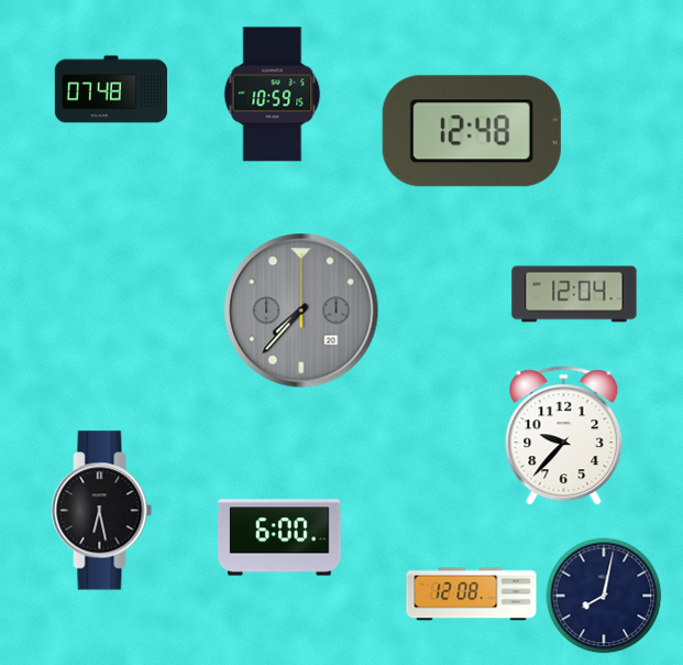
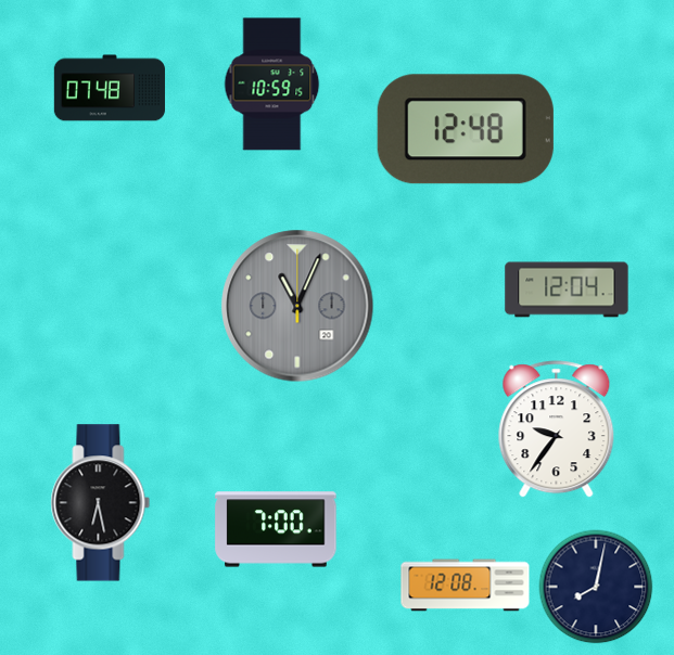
clock at (273, 95) position: (273, 95) -> (272, 85)
clock at (301, 310): 7:37 -> 11:04
clock at (564, 436): 9:37 -> 9:36
clock at (279, 537): 6:00 -> 7:00
